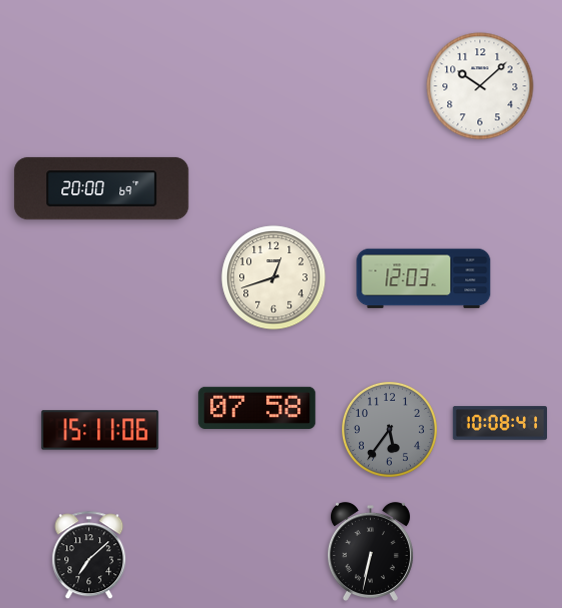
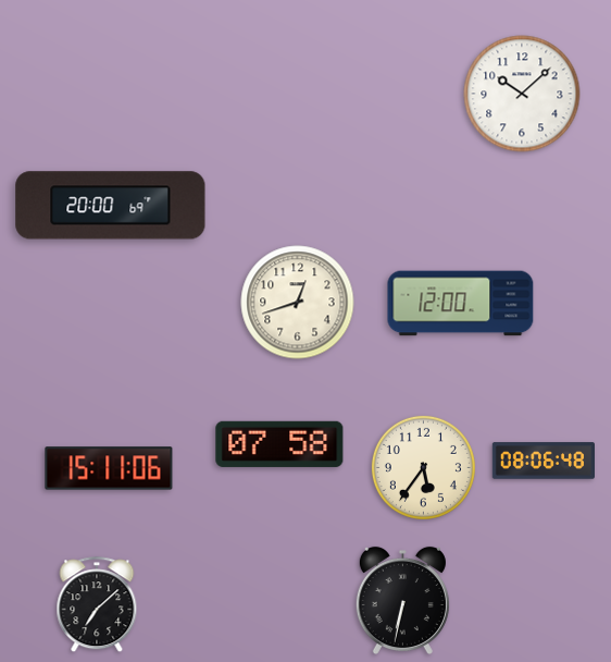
clock at (424, 279): 12:03 -> 12:00
clock at (499, 423): 10:08 -> 08:06
clock at (389, 429) dial: grey -> cream
